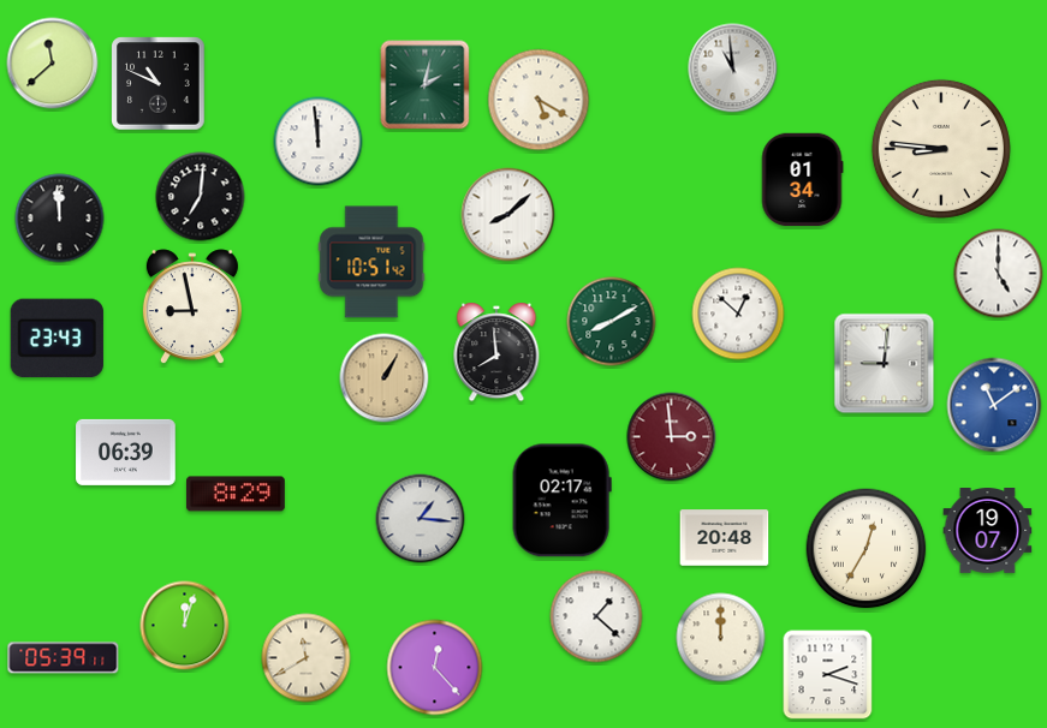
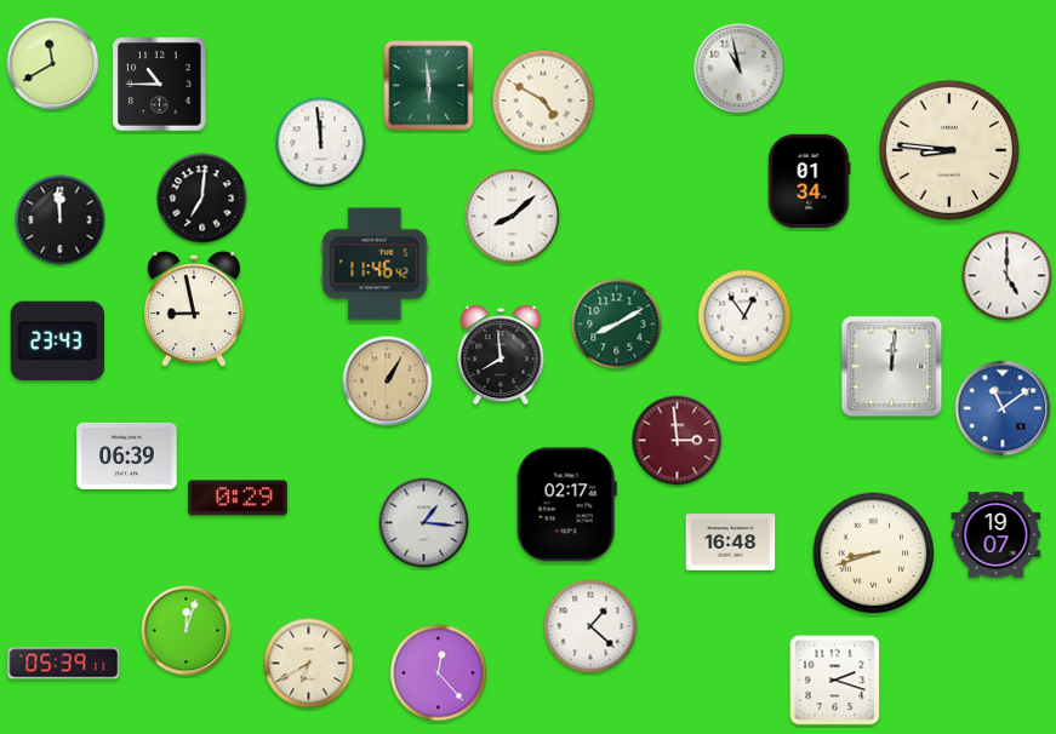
clock at (53, 64): 11:38 -> 11:40
clock at (733, 68): 10:59 -> 10:58
clock at (159, 84): 10:49 -> 10:45
clock at (426, 85): 2:02 -> 5:59
clock at (539, 100): 5:20 -> 4:50
clock at (371, 262): 10:51 -> 11:46
clock at (738, 314): 12:52 -> 12:54
clock at (885, 364): 9:01 -> 12:01
clock at (237, 494): 8:29 -> 0:29
clock at (725, 538): 20:48 -> 16:48
clock at (867, 549): 12:35 -> 8:42
clock at (596, 616) position: (596, 616) -> (590, 626)
clock at (721, 638): 12:00 -> none
clock at (307, 658): 11:40 -> 6:40
